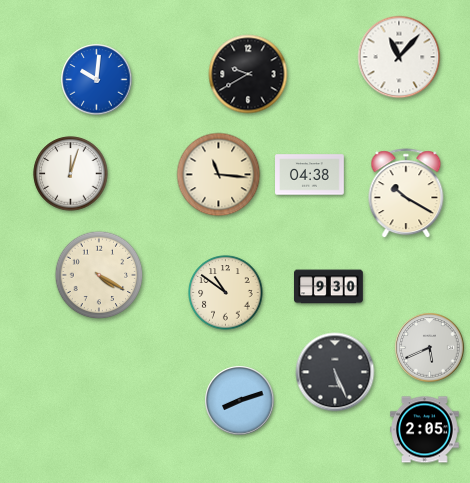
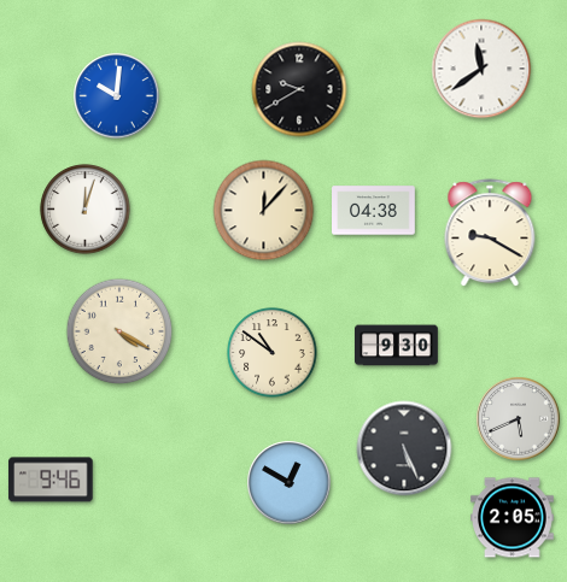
clock at (399, 57): 11:07 -> 11:39
clock at (219, 175): 11:16 -> 12:07
clock at (406, 194): 10:20 -> 9:20
clock at (51, 480): none -> 9:46
clock at (240, 401): 8:12 -> 12:50
